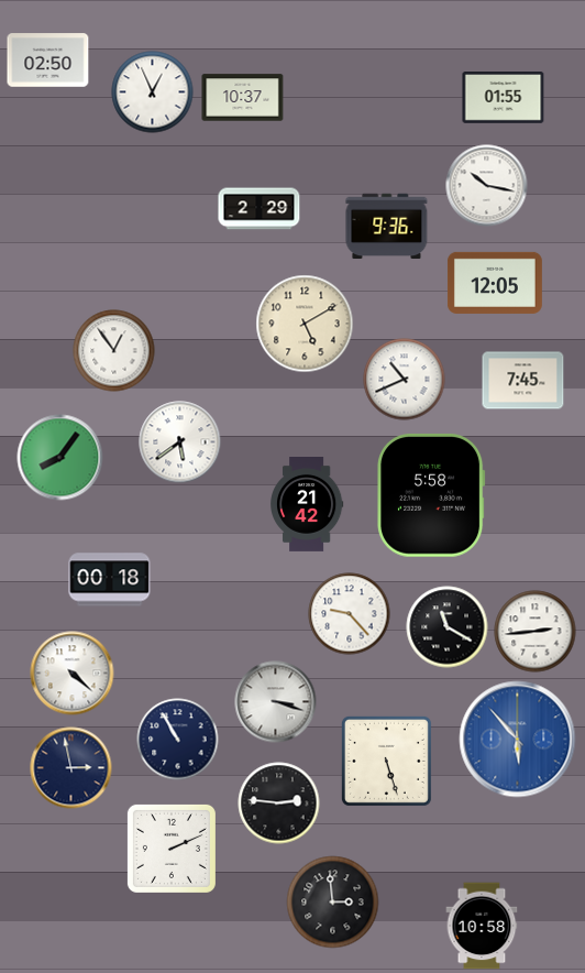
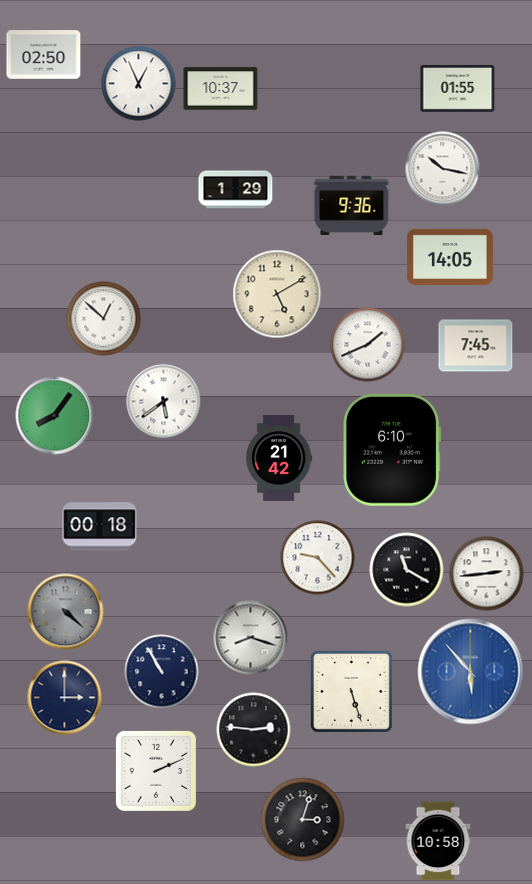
clock at (260, 209): 2:29 -> 1:29
clock at (495, 283): 12:05 -> 14:05
clock at (114, 351): 12:54 -> 12:52
clock at (405, 380): 10:41 -> 1:41
clock at (432, 495): 5:58 -> 6:10
clock at (73, 674) dial: white -> grey
clock at (276, 702): 3:18 -> 8:18
clock at (71, 768): 2:58 -> 3:00
clock at (333, 903): 2:59 -> 3:03
